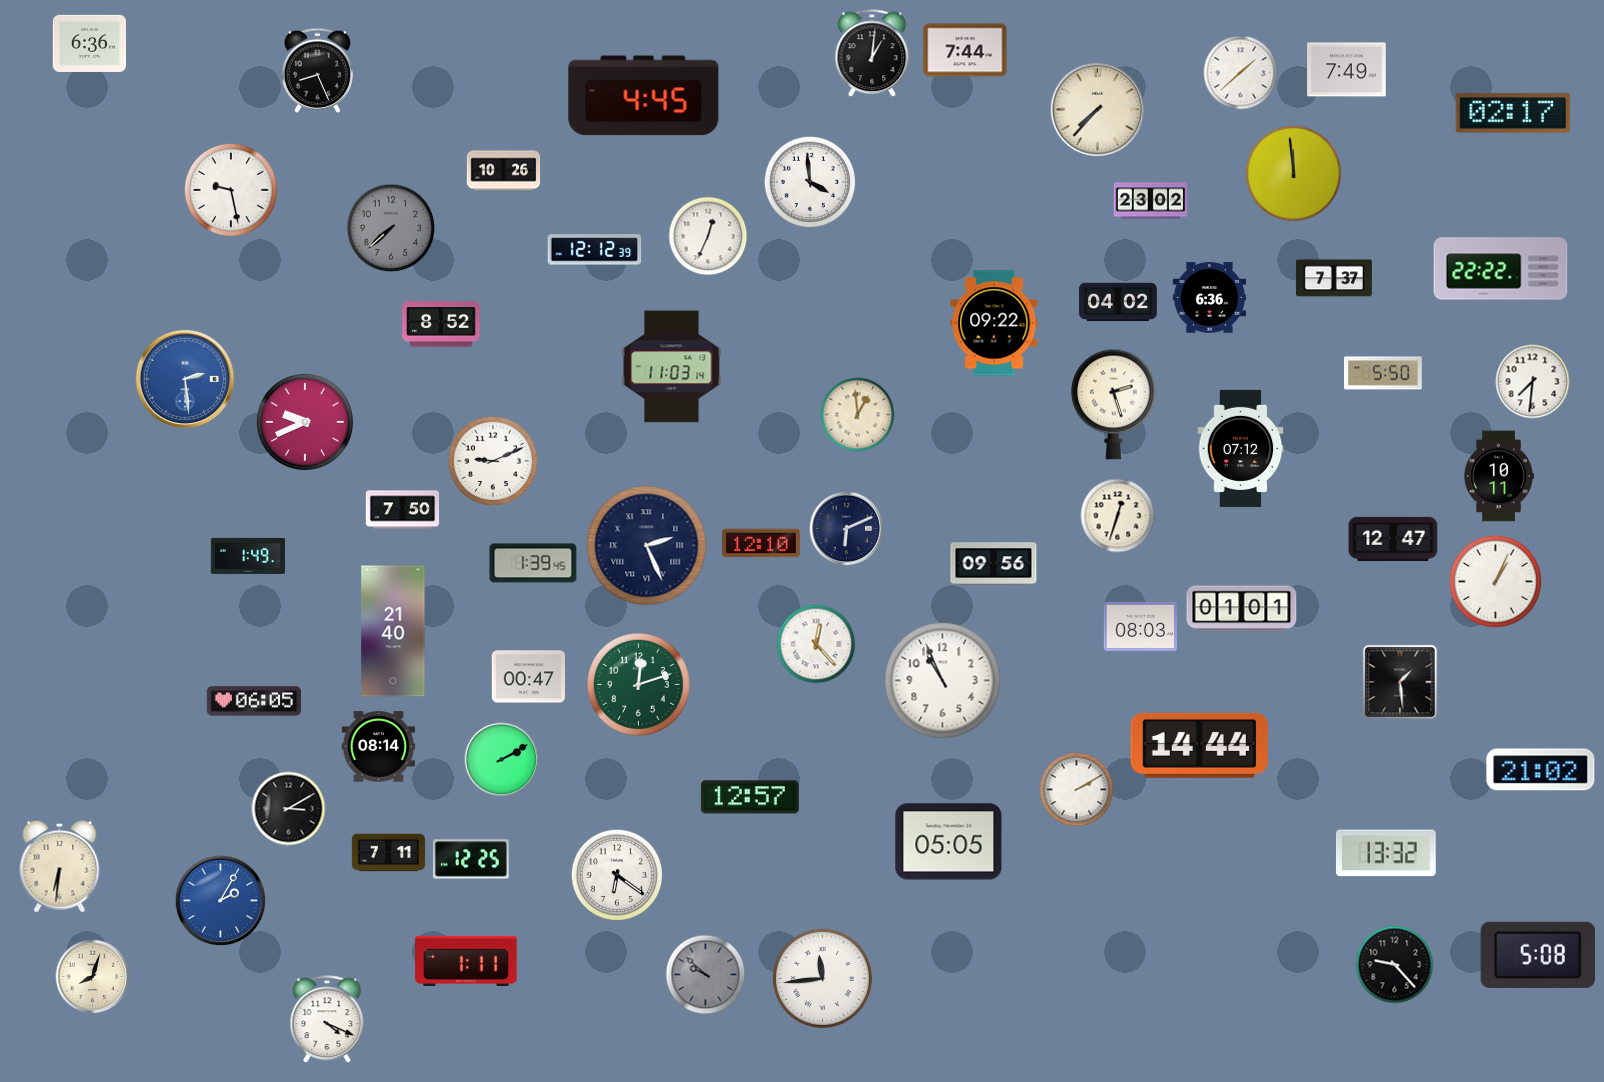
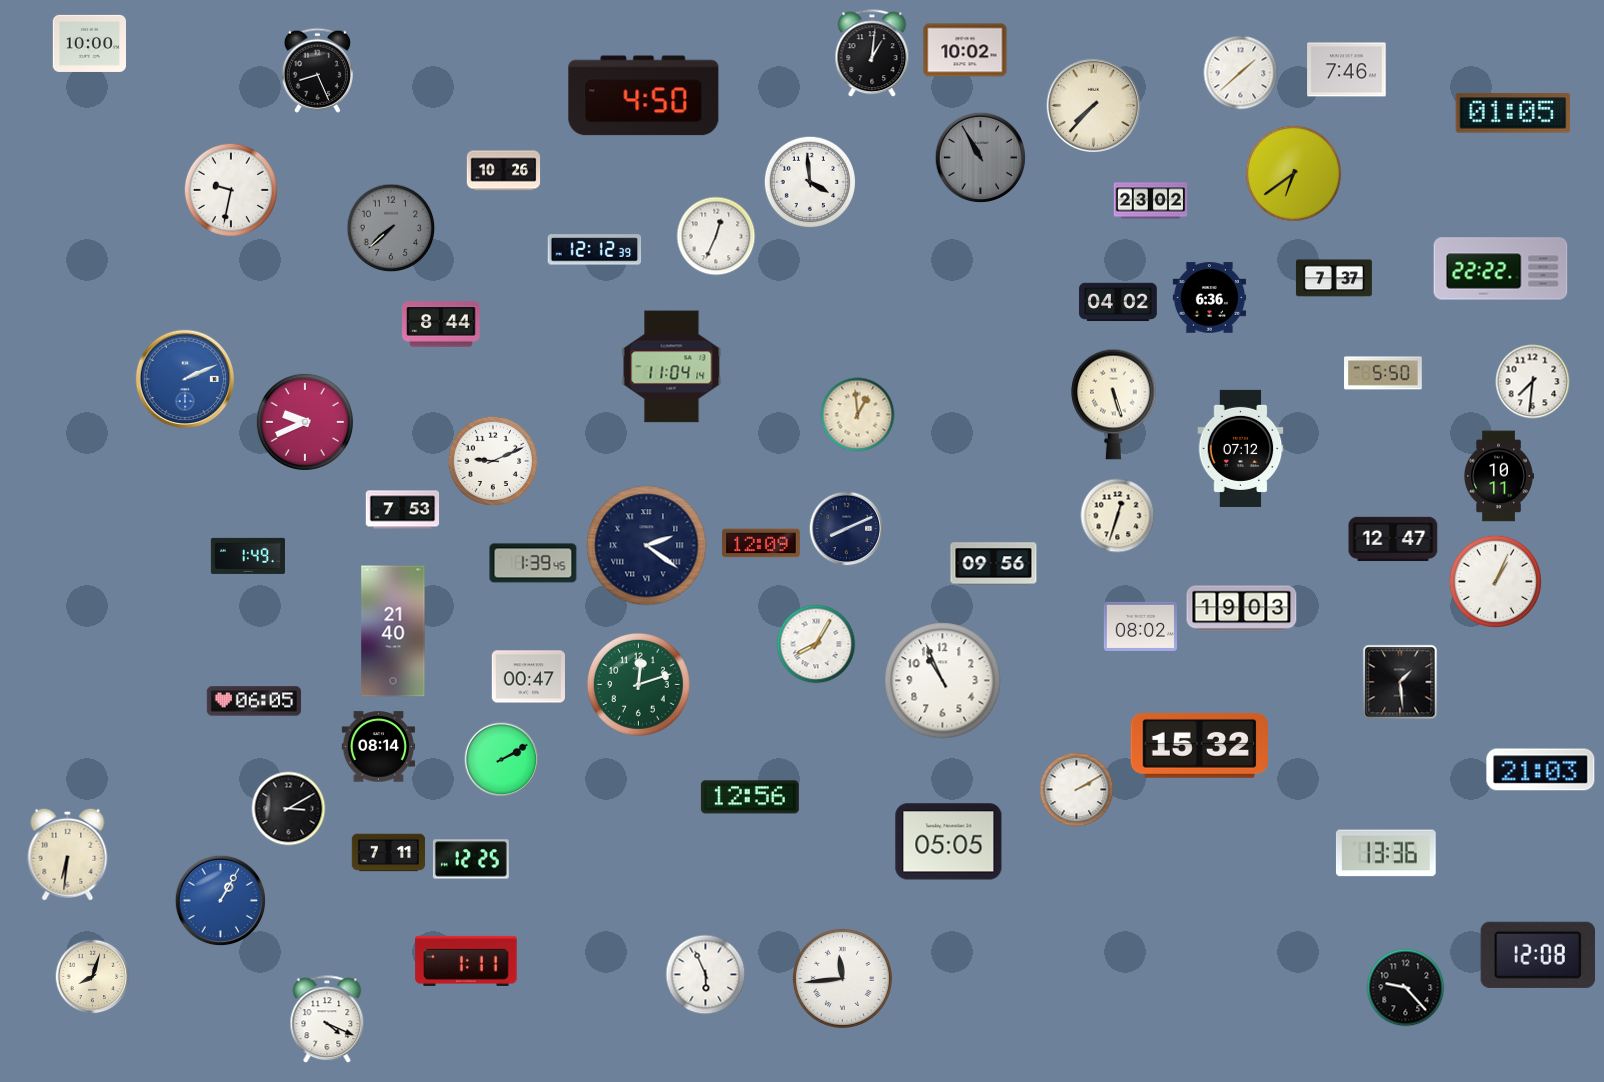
clock at (90, 43): 6:36 -> 10:00
clock at (965, 50): 7:44 -> 10:02
clock at (1347, 70): 7:49 -> 7:46
clock at (644, 96): 4:45 -> 4:50
clock at (1098, 110) position: (1098, 110) -> (1094, 106)
clock at (1513, 113): 02:17 -> 01:05
clock at (981, 158): none -> 10:55
clock at (1293, 173): 11:59 -> 6:39
clock at (231, 190): 9:28 -> 9:32
clock at (708, 236) position: (708, 236) -> (716, 236)
clock at (994, 323): 09:22 -> none
clock at (442, 324): 8:52 -> 8:44
clock at (672, 367): 11:03 -> 11:04
clock at (184, 378): 2:29 -> 2:11
clock at (1114, 404): 2:27 -> 5:27
clock at (403, 510): 7:50 -> 7:53
clock at (847, 529): 6:11 -> 8:11
clock at (761, 543): 12:10 -> 12:09
clock at (647, 546): 2:26 -> 2:21
clock at (1242, 609): 01:01 -> 19:03
clock at (1140, 626): 08:03 -> 08:02
clock at (816, 644): 12:23 -> 8:05
clock at (1199, 745): 14:44 -> 15:32
clock at (1541, 770): 21:02 -> 21:03
clock at (750, 797): 12:57 -> 12:56
clock at (1386, 853): 13:32 -> 13:36
clock at (60, 866) position: (60, 866) -> (68, 854)
clock at (617, 875): 6:21 -> none
clock at (221, 901): 2:05 -> 1:05
clock at (1537, 955): 5:08 -> 12:08
clock at (1395, 965) position: (1395, 965) -> (1406, 988)
clock at (706, 975): 9:52 -> 5:56
clock at (706, 975) dial: grey -> white
clock at (822, 978) position: (822, 978) -> (842, 978)
